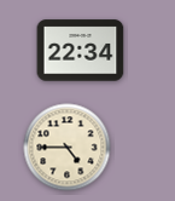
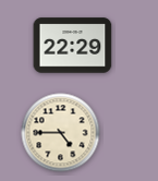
clock at (81, 51): 22:34 -> 22:29
